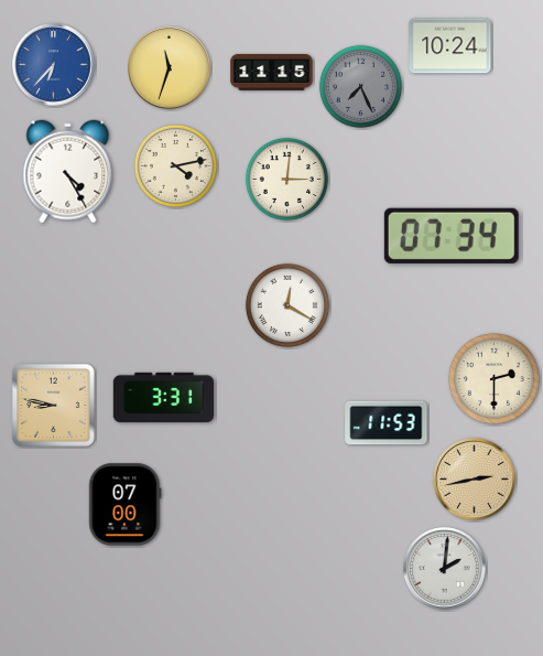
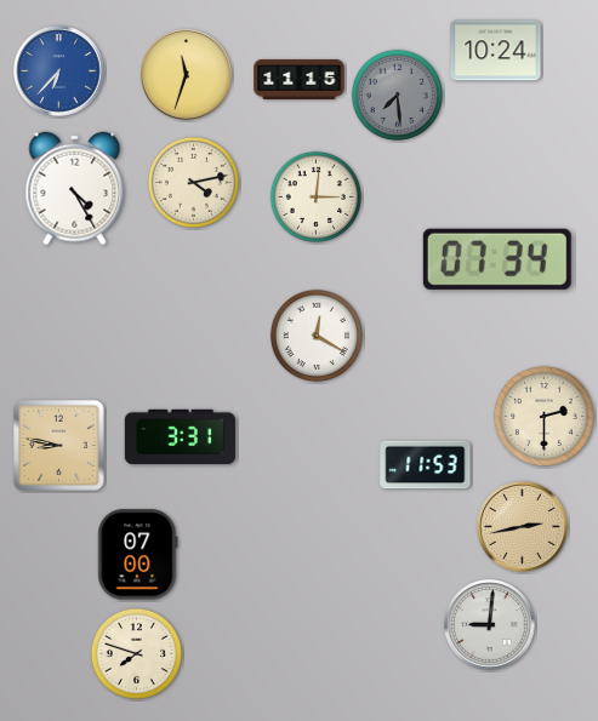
clock at (360, 86): 7:26 -> 7:29
clock at (445, 569): 2:01 -> 9:01
clock at (136, 653): none -> 7:48
